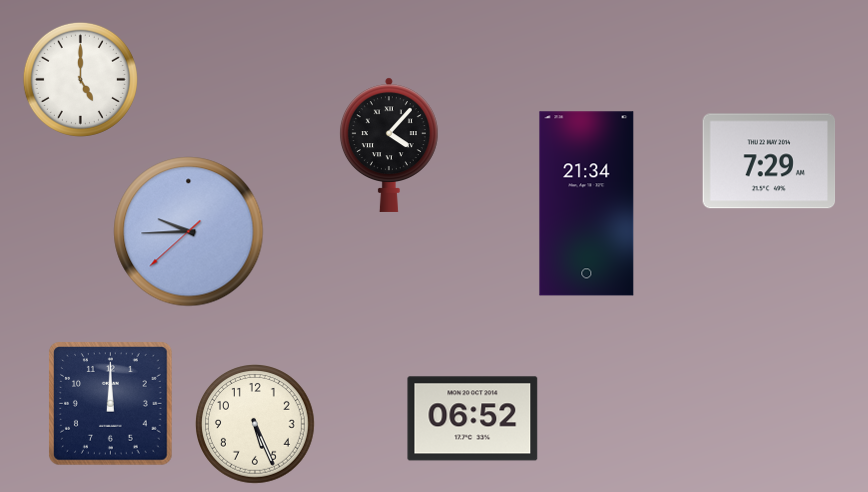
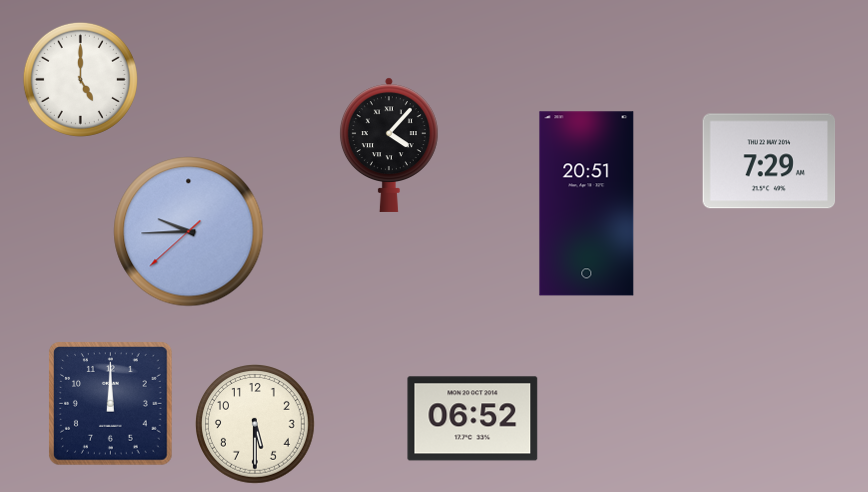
clock at (587, 204): 21:34 -> 20:51
clock at (256, 425): 5:26 -> 5:30
